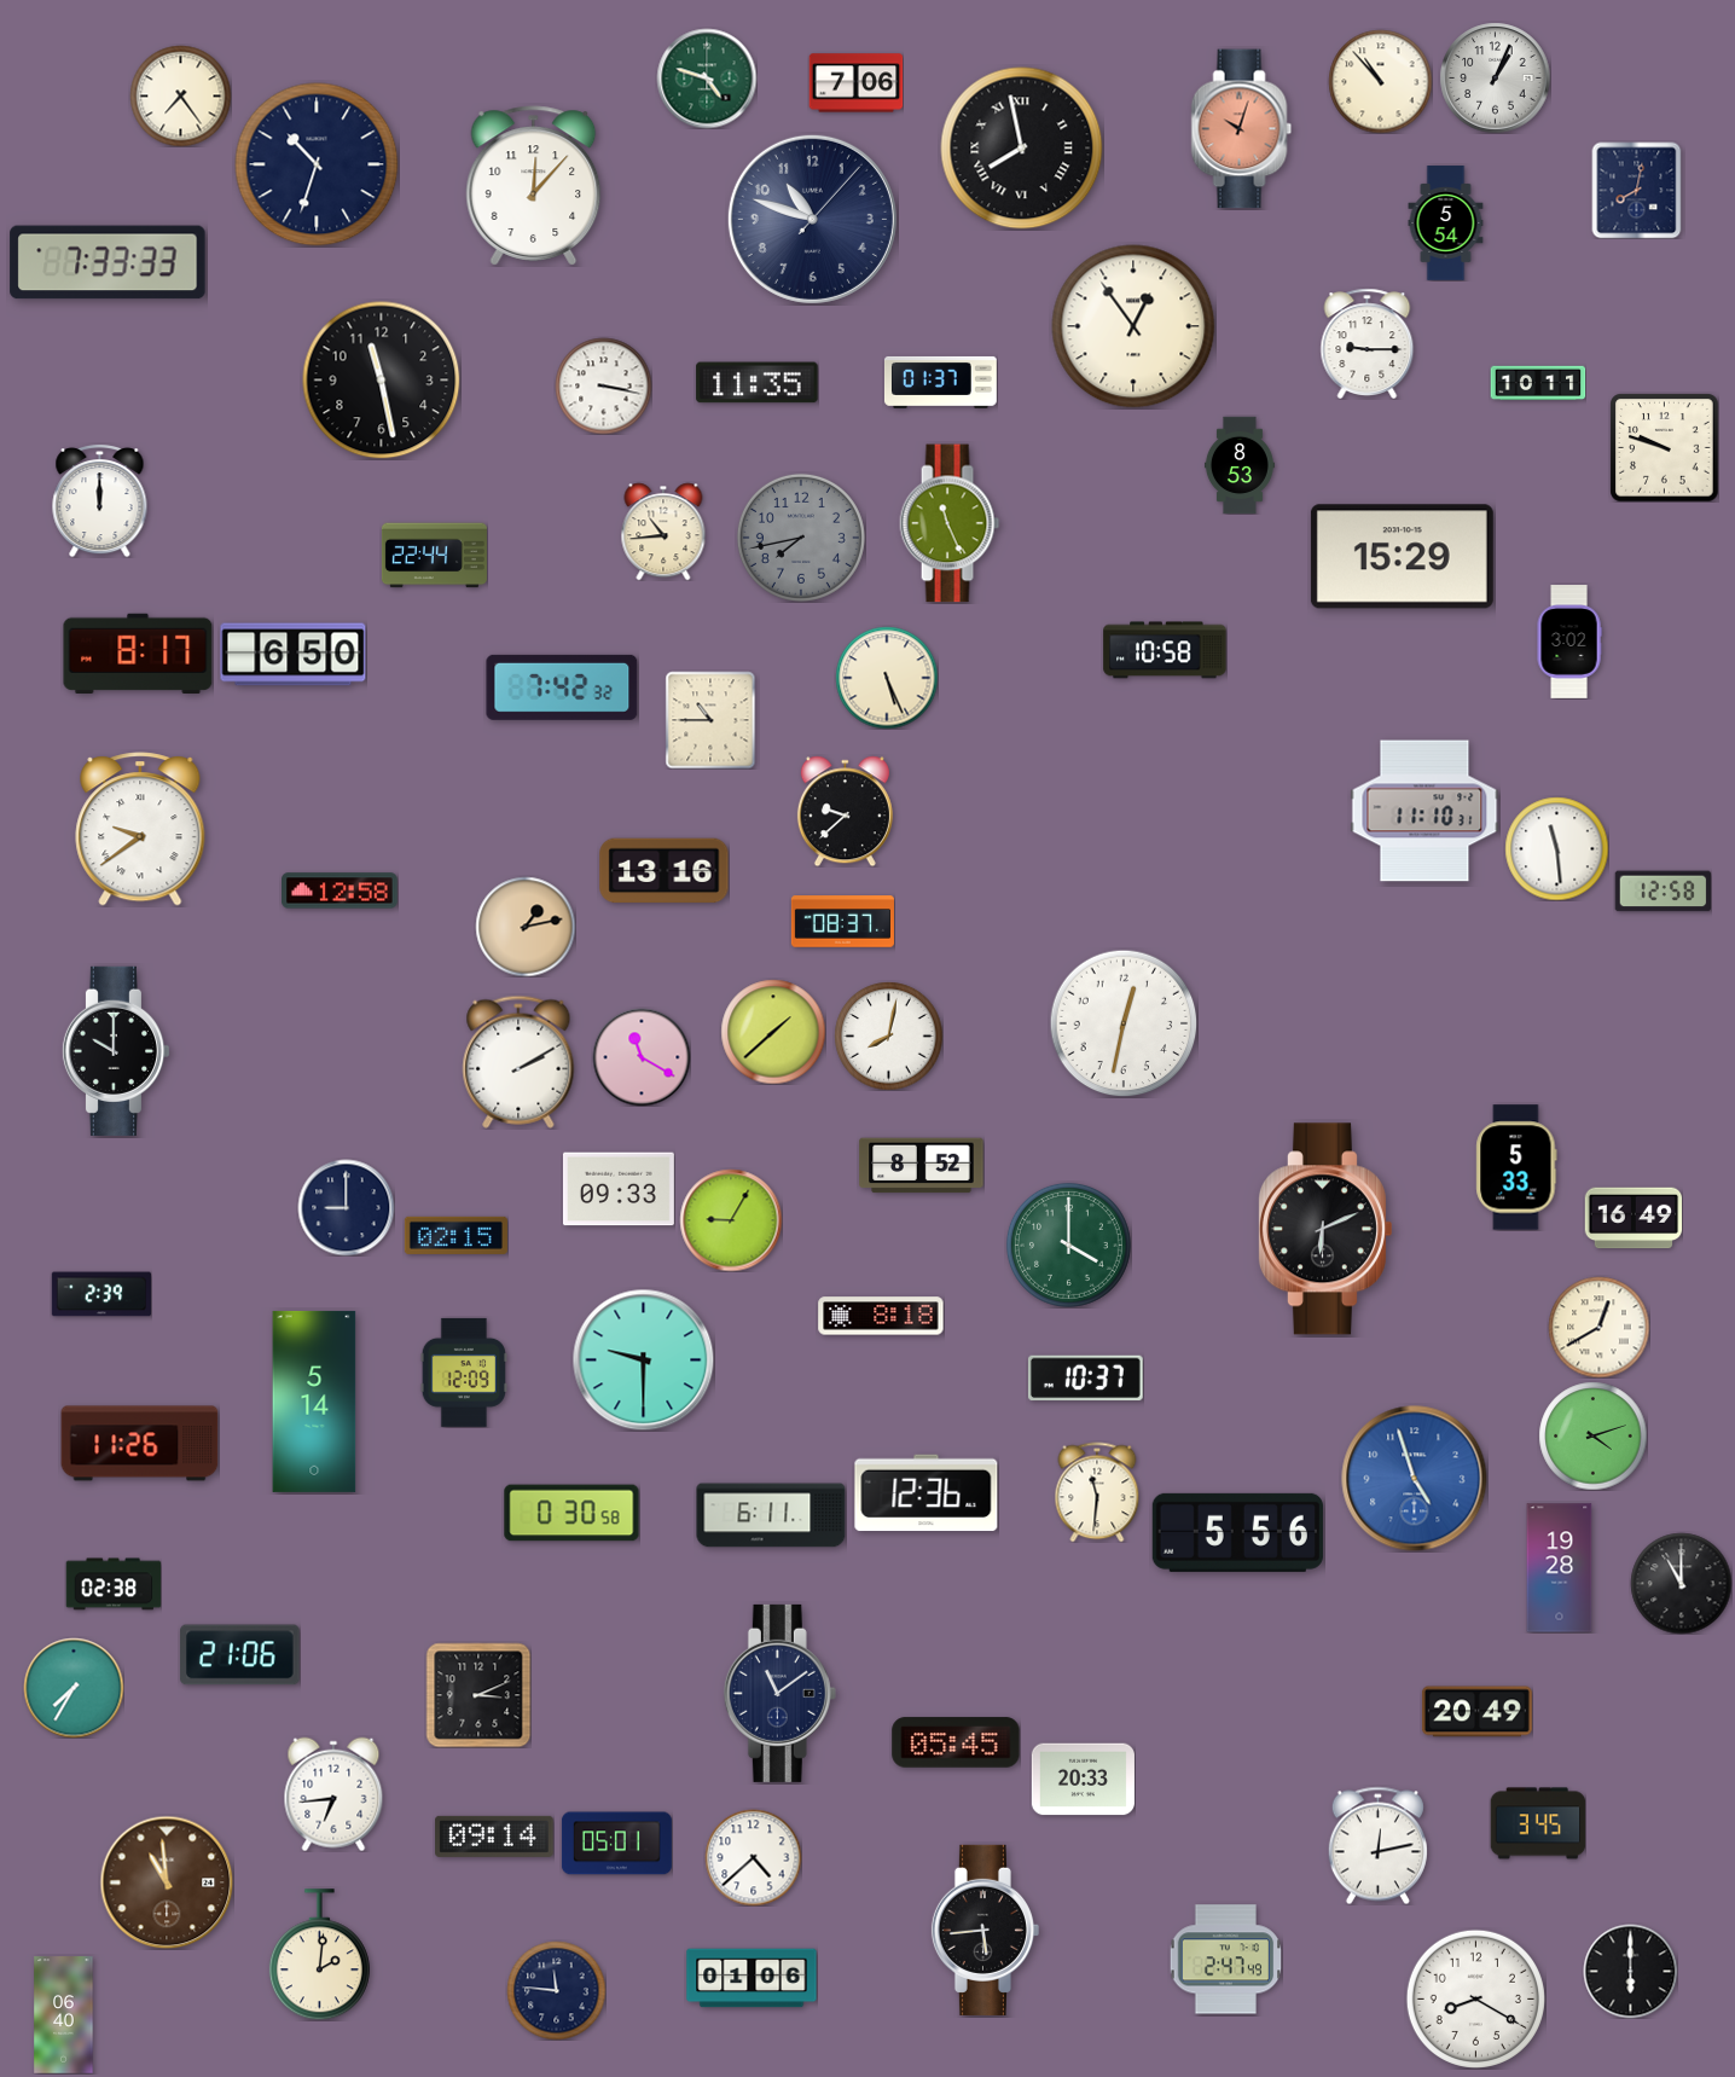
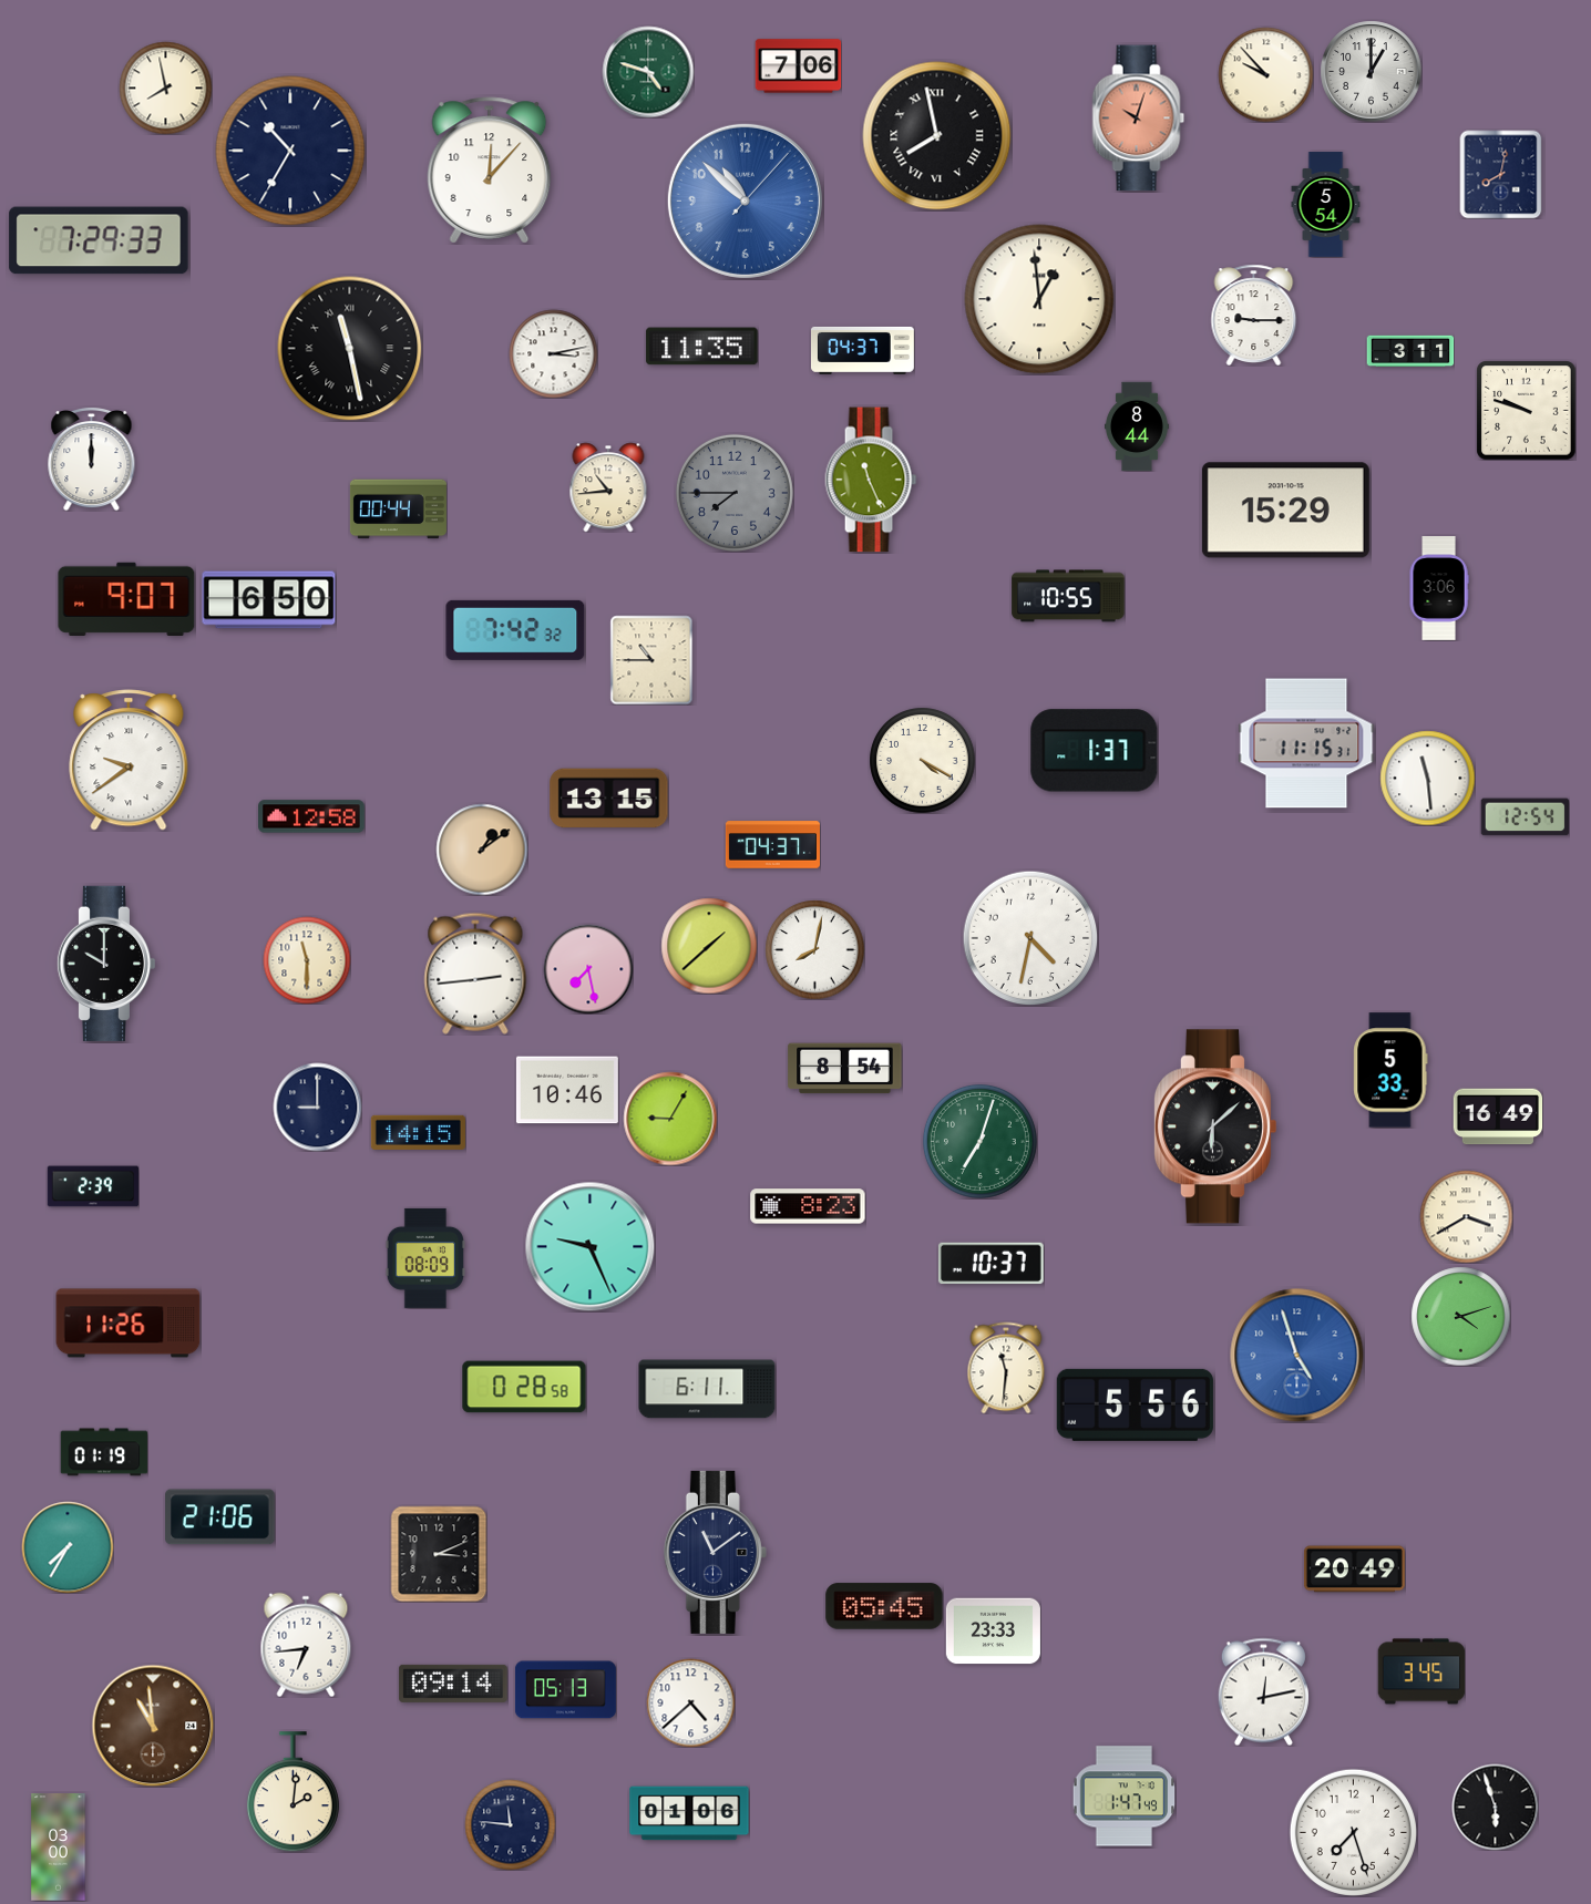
clock at (1495, 77): 1:04 -> 1:00
clock at (1380, 81): 10:53 -> 9:53
clock at (855, 83) position: (855, 83) -> (798, 66)
clock at (180, 95): 7:24 -> 7:58
clock at (317, 164): 10:33 -> 10:35
clock at (812, 219): 10:48 -> 10:52
clock at (812, 219) dial: navy -> blue
clock at (108, 262): 7:33 -> 7:29
clock at (1133, 326): 12:54 -> 12:59
clock at (382, 381) numerals: Arabic -> Roman
clock at (940, 382): 01:37 -> 04:37
clock at (758, 383) position: (758, 383) -> (702, 347)
clock at (1538, 383): 10:11 -> 3:11
clock at (603, 385): 3:17 -> 3:13
clock at (1240, 465): 8:53 -> 8:44
clock at (801, 538): 7:43 -> 7:45
clock at (434, 556): 22:44 -> 00:44
clock at (1569, 642): 3:02 -> 3:06
clock at (1165, 650): 10:58 -> 10:55
clock at (138, 652): 8:17 -> 9:07
clock at (887, 678): 5:26 -> none
clock at (845, 811): 9:38 -> none
clock at (1424, 811): 11:10 -> 11:15
clock at (1095, 751): none -> 1:37
clock at (922, 760): none -> 4:20
clock at (665, 871): 13:16 -> 13:15
clock at (1663, 892): 12:58 -> 12:54
clock at (842, 922): 08:37 -> 04:37
clock at (526, 927): 1:13 -> 1:09
clock at (1124, 1023): 12:32 -> 4:32
clock at (307, 960): none -> 11:30
clock at (642, 1057): 11:20 -> 7:28
clock at (518, 1062): 2:10 -> 2:44
clock at (922, 1166): 8:52 -> 8:54
clock at (619, 1189): 09:33 -> 10:46
clock at (1324, 1229): 6:11 -> 6:08
clock at (455, 1235): 02:15 -> 14:15
clock at (1068, 1245): 4:00 -> 7:03
clock at (881, 1316): 8:18 -> 8:23
clock at (1598, 1327): 12:40 -> 3:40
clock at (643, 1359): 9:30 -> 9:26
clock at (464, 1373): 12:09 -> 08:09
clock at (1085, 1379) position: (1085, 1379) -> (990, 1264)
clock at (314, 1402): 5:14 -> none
clock at (927, 1493): 12:36 -> none
clock at (571, 1513): 0:30 -> 0:28
clock at (1560, 1568): 19:28 -> none
clock at (1681, 1583): 11:00 -> none
clock at (114, 1584): 02:38 -> 01:19
clock at (956, 1742) position: (956, 1742) -> (884, 1606)
clock at (1083, 1780): 20:33 -> 23:33
clock at (1538, 1823) position: (1538, 1823) -> (1421, 1671)
clock at (616, 1844): 05:01 -> 05:13
clock at (985, 1930): 5:44 -> none
clock at (1225, 1960): 2:47 -> 1:47
clock at (1630, 1971): 6:00 -> 5:57
clock at (1475, 1998): 8:20 -> 7:27
clock at (64, 2015): 06:40 -> 03:00
